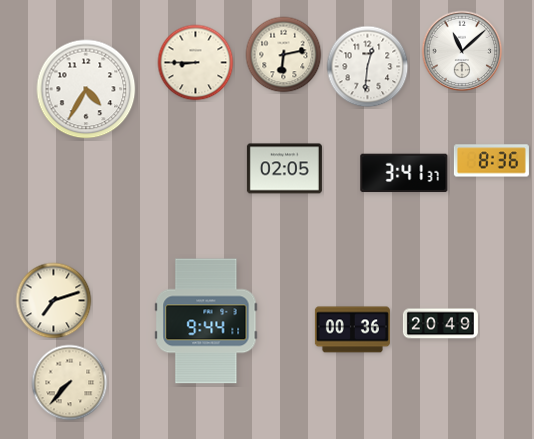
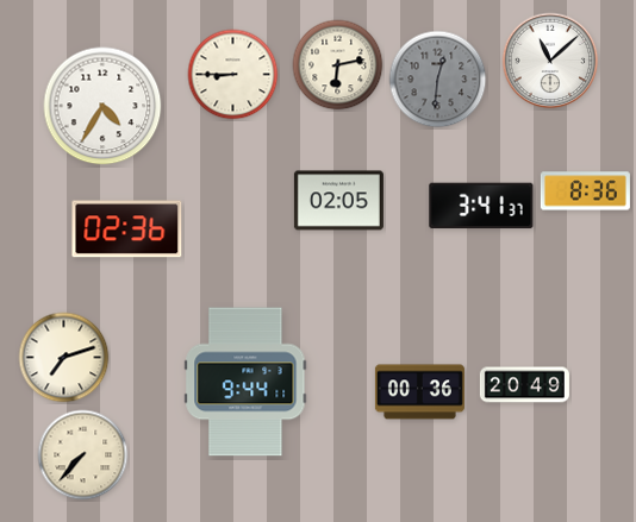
clock at (368, 67) dial: white -> grey
clock at (127, 229): none -> 02:36
